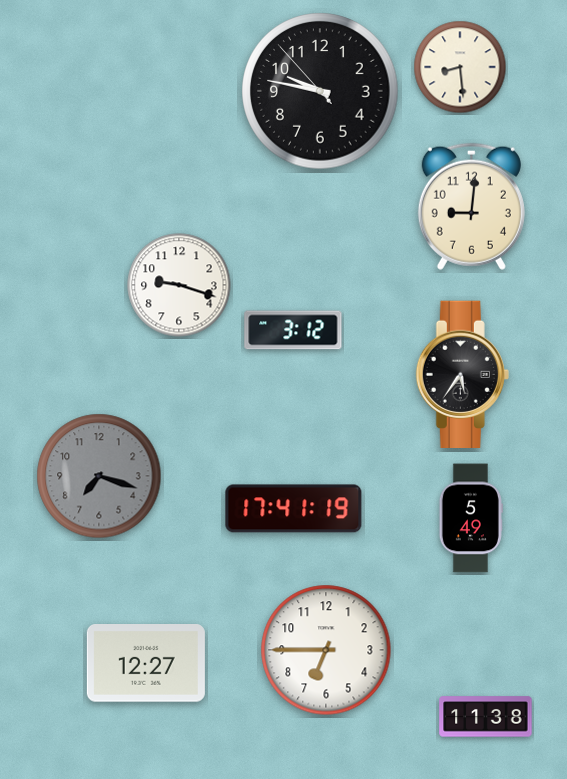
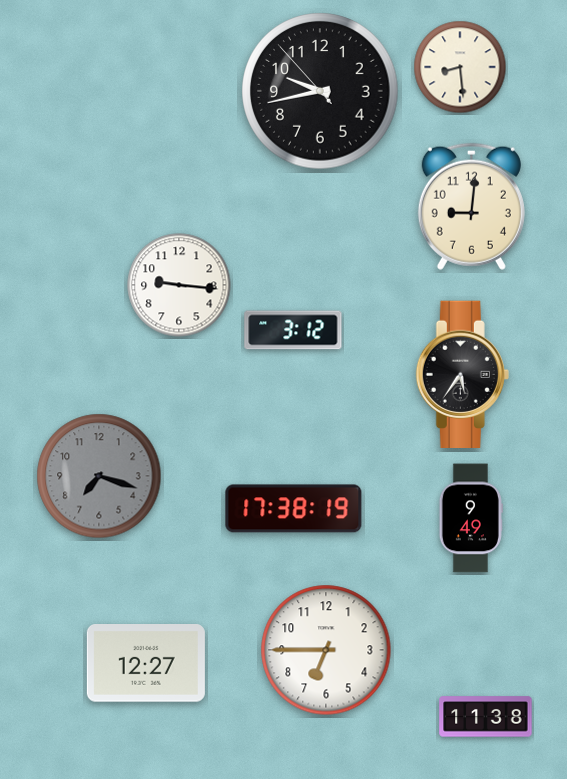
clock at (320, 91): 9:46 -> 9:42
clock at (179, 285): 9:18 -> 9:16
clock at (294, 509): 17:41 -> 17:38
clock at (471, 518): 5:49 -> 9:49
